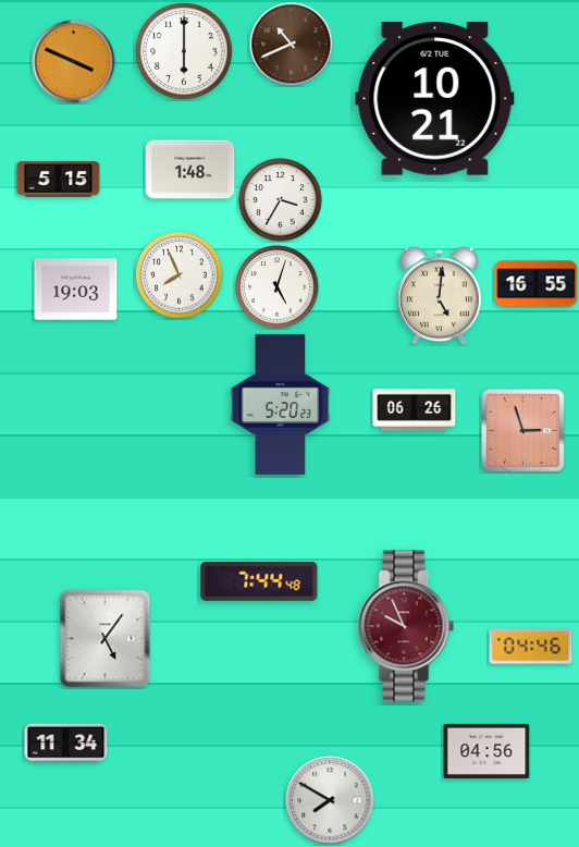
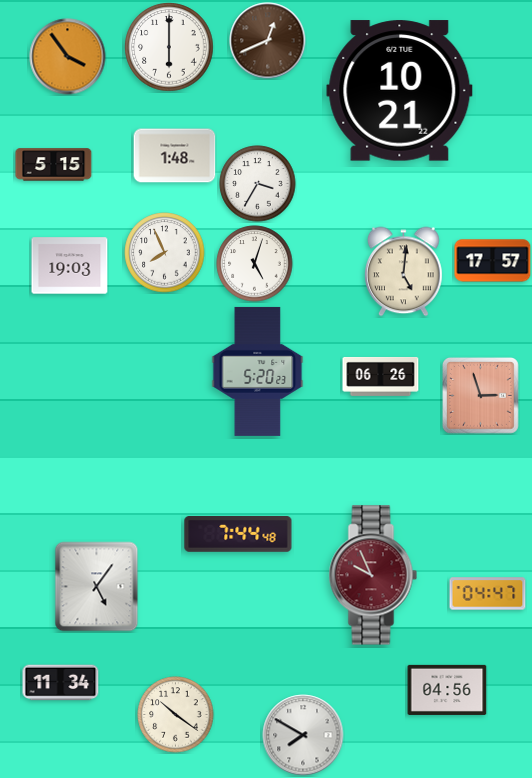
clock at (292, 45): 10:41 -> 12:41
clock at (74, 62): 3:49 -> 3:54
clock at (537, 284): 16:55 -> 17:57
clock at (531, 647): 04:46 -> 04:47
clock at (176, 715): none -> 10:21
